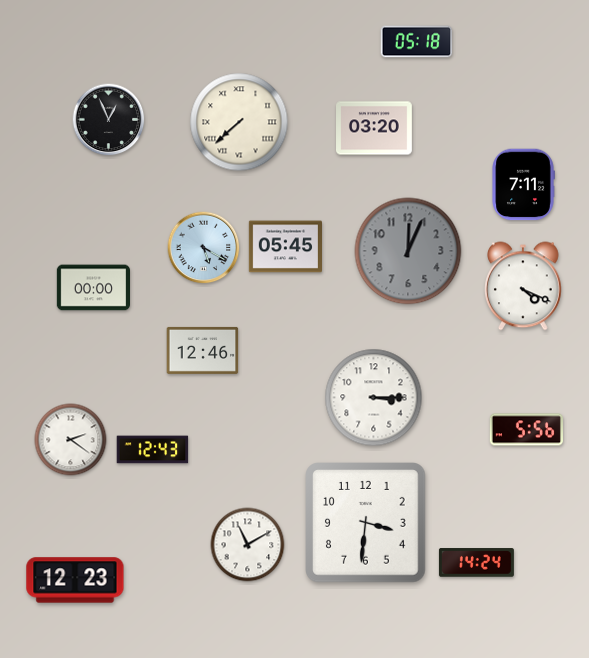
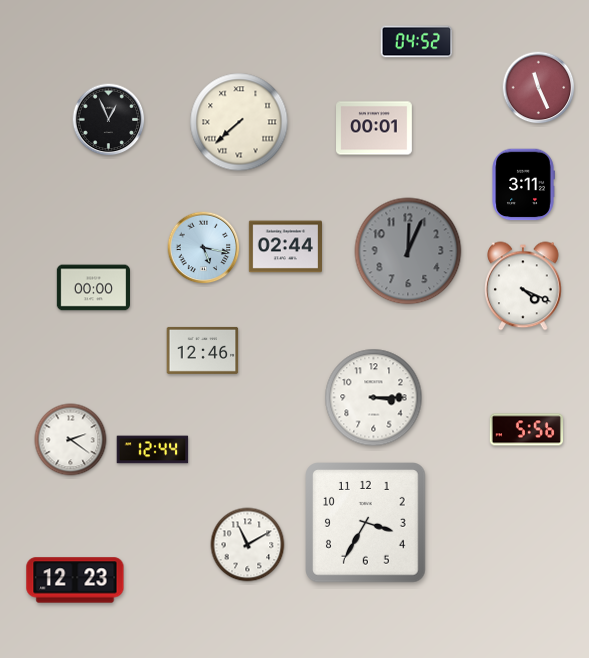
clock at (417, 42): 05:18 -> 04:52
clock at (539, 88): none -> 11:26
clock at (375, 128): 03:20 -> 00:01
clock at (523, 185): 7:11 -> 3:11
clock at (285, 247): 05:45 -> 02:44
clock at (204, 248): 5:20 -> 5:17
clock at (153, 450): 12:43 -> 12:44
clock at (366, 523): 3:31 -> 3:35
clock at (476, 563): 14:24 -> none
